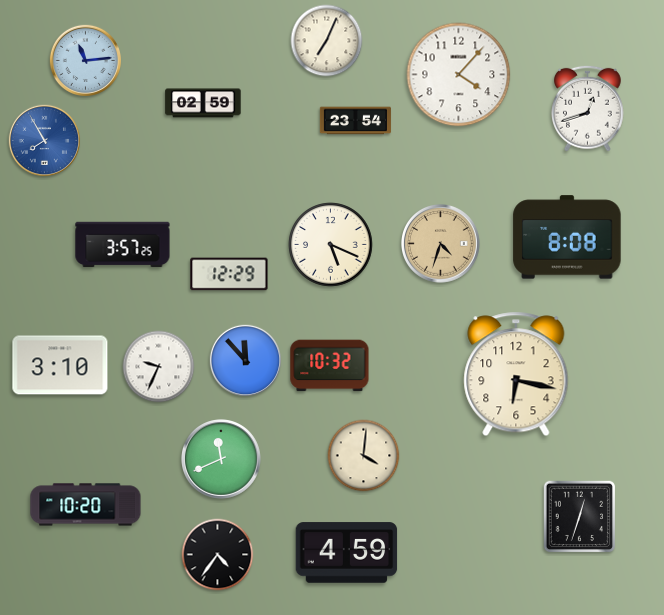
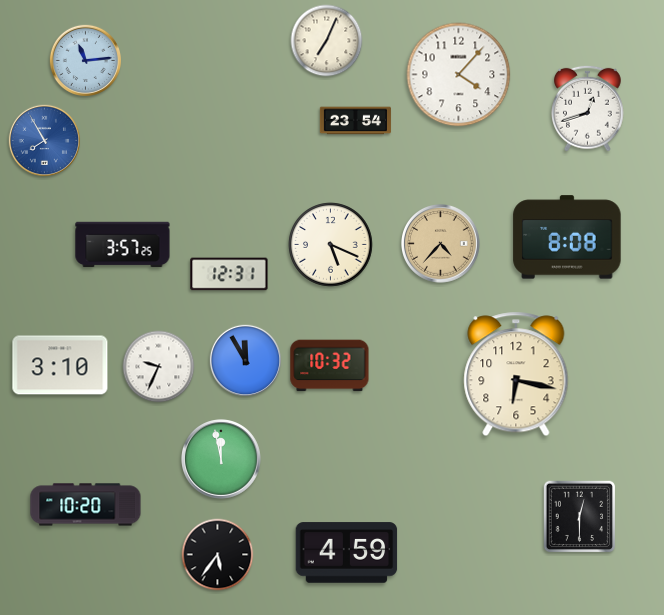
clock at (203, 103): 02:59 -> none
clock at (441, 244): 4:33 -> 4:37
clock at (229, 274): 12:29 -> 12:31
clock at (245, 360): 11:53 -> 11:55
clock at (364, 456): 4:01 -> none
clock at (222, 460): 11:41 -> 11:58
clock at (580, 517): 12:33 -> 12:30
clock at (218, 555): 4:36 -> 5:36
